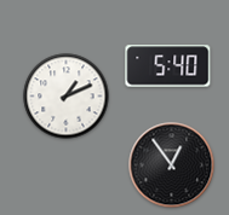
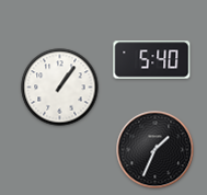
clock at (67, 97): 1:11 -> 1:06
clock at (172, 165): 12:54 -> 1:34
